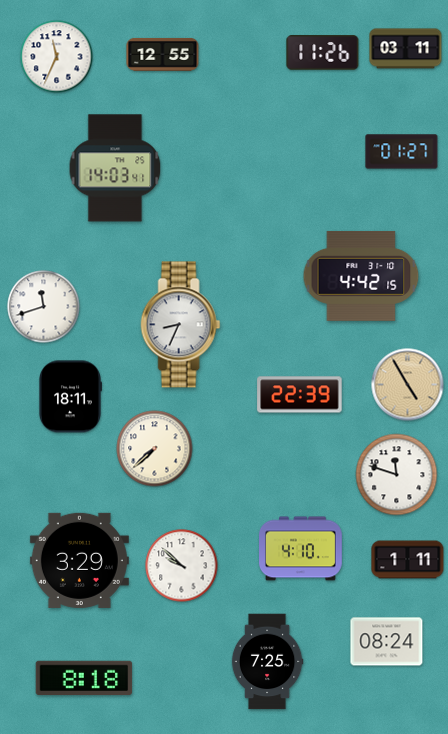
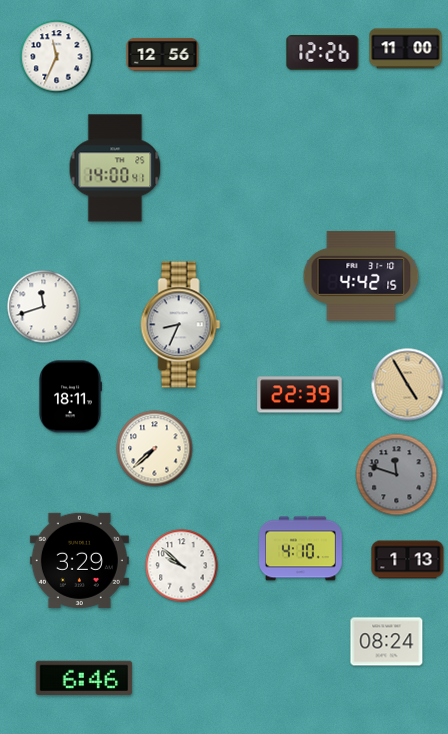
clock at (406, 49): 03:11 -> 11:00
clock at (323, 53): 11:26 -> 12:26
clock at (163, 54): 12:55 -> 12:56
clock at (402, 152): 01:27 -> none
clock at (115, 168): 14:03 -> 14:00
clock at (397, 475) dial: white -> grey
clock at (408, 560): 1:11 -> 1:13
clock at (267, 662): 7:25 -> none
clock at (84, 678): 8:18 -> 6:46
